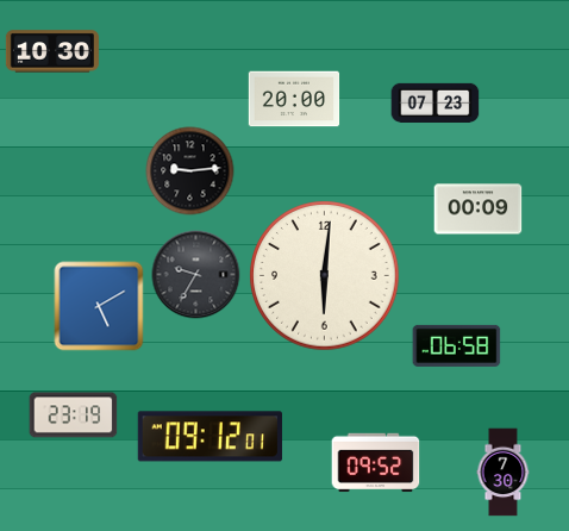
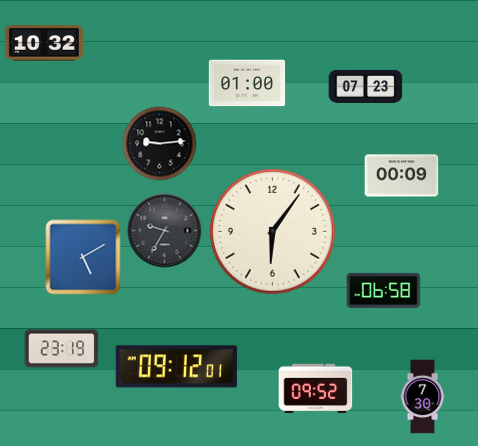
clock at (52, 51): 10:30 -> 10:32
clock at (294, 99): 20:00 -> 01:00
clock at (325, 276): 6:01 -> 6:06
